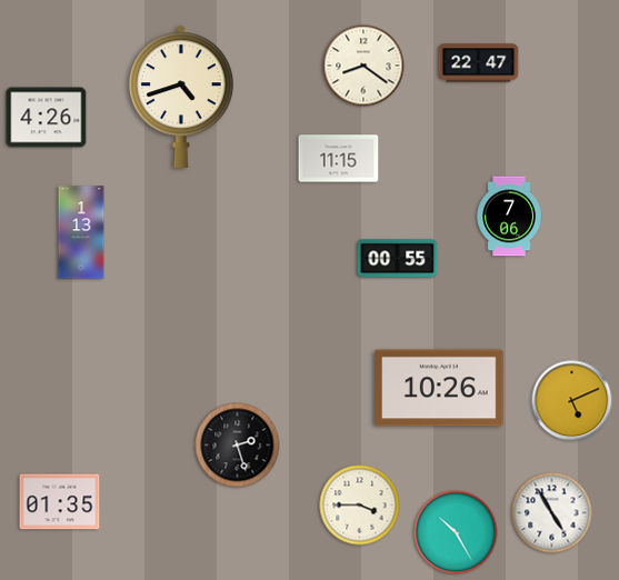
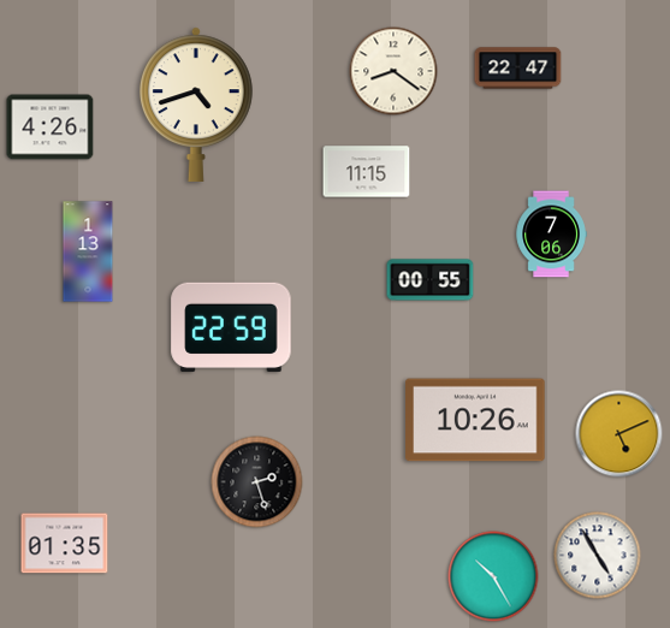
clock at (231, 327): none -> 22:59
clock at (360, 506): 3:45 -> none
